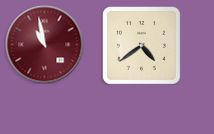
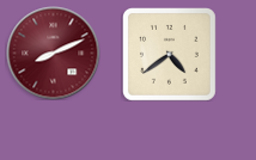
clock at (44, 44): 10:58 -> 8:11
